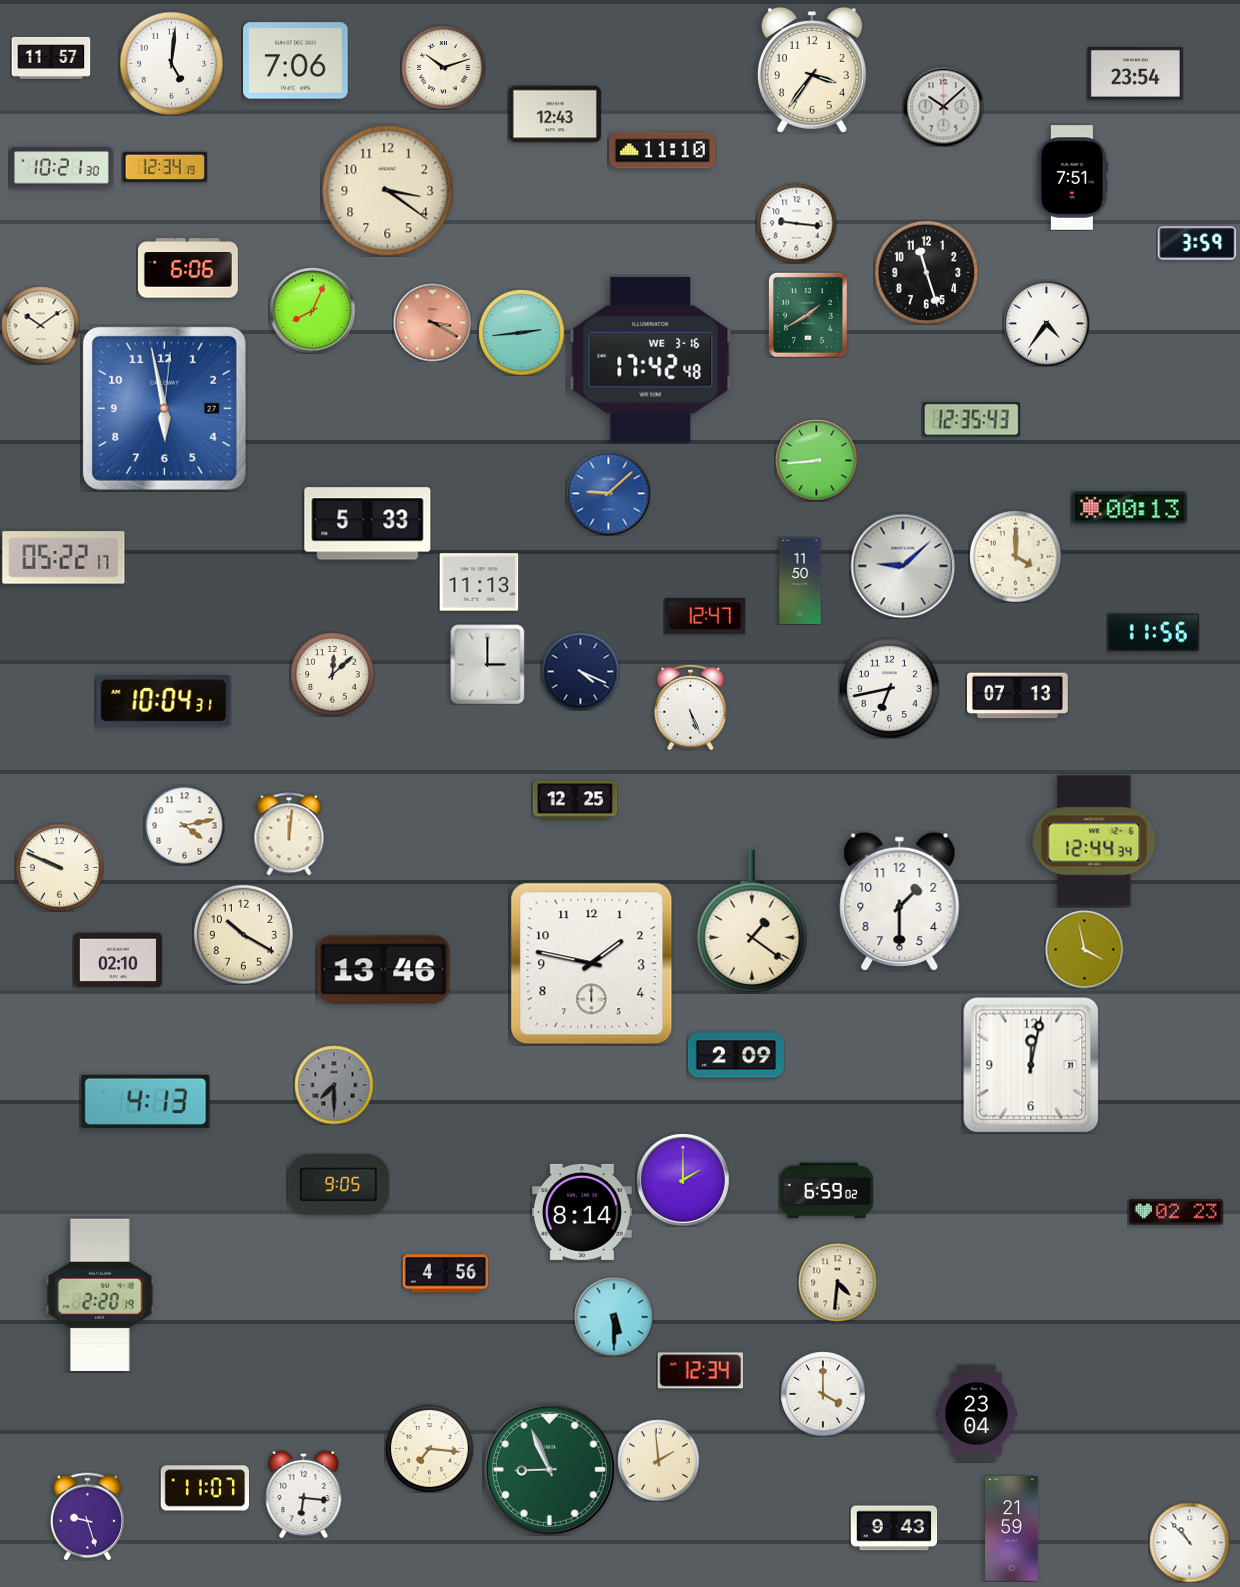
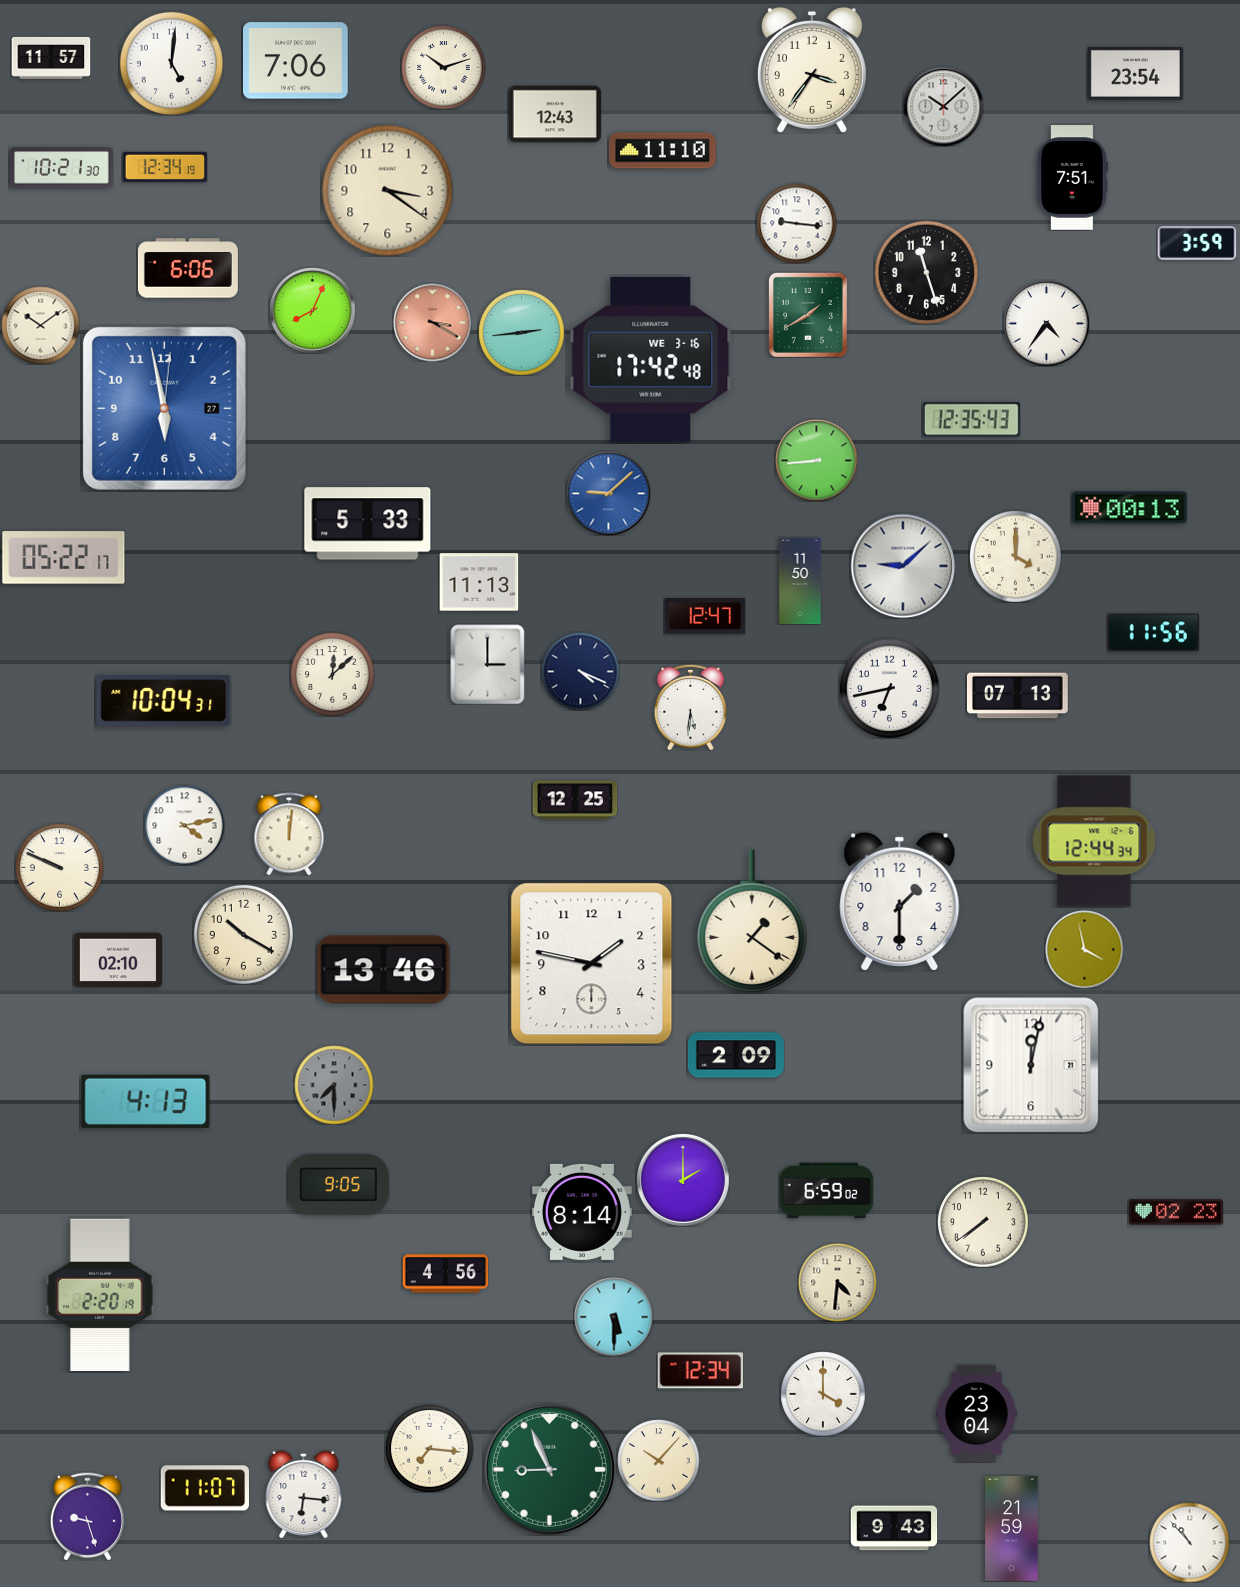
clock at (691, 707): 5:26 -> 5:31
clock at (983, 1222): none -> 7:39
clock at (658, 1460): 1:59 -> 10:07
